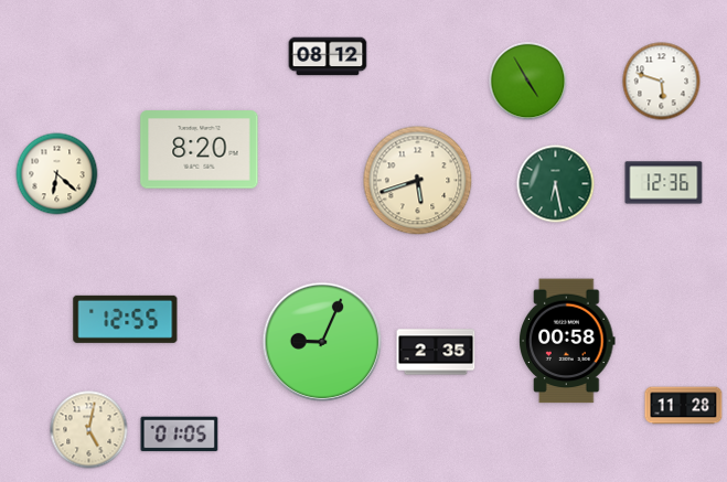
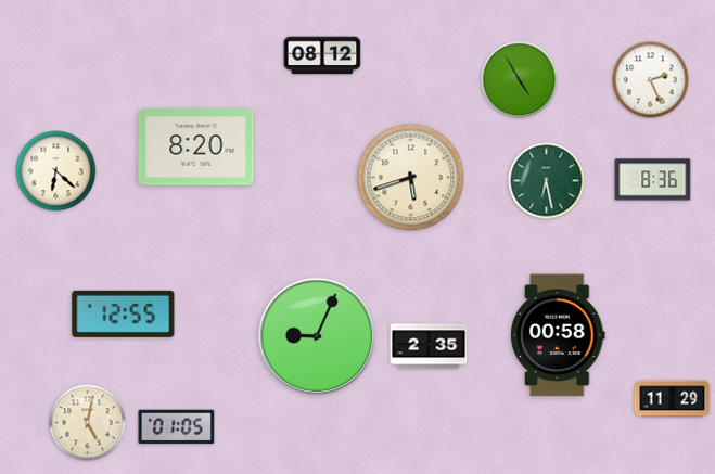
clock at (662, 82): 5:48 -> 2:26
clock at (664, 183): 12:36 -> 8:36
clock at (684, 406): 11:28 -> 11:29
